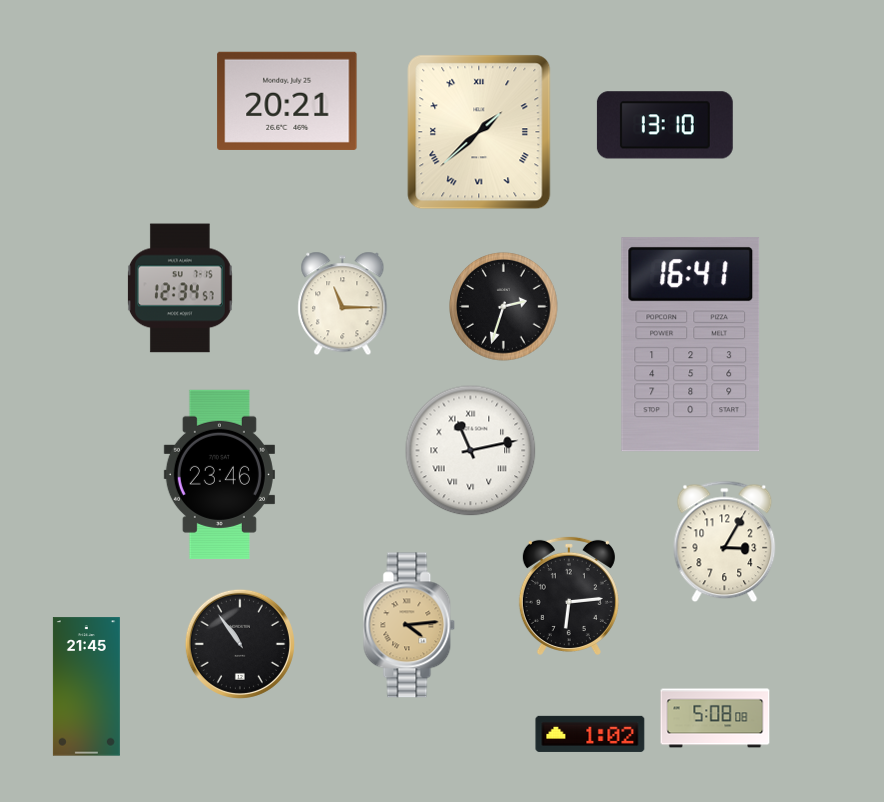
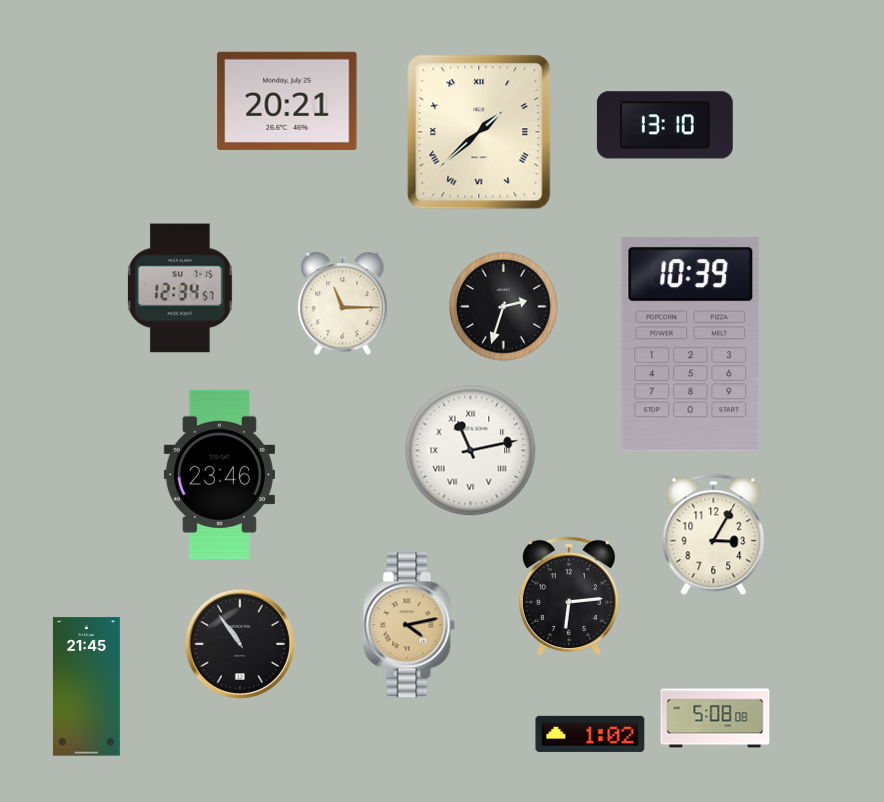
clock at (691, 345): 16:41 -> 10:39
clock at (725, 542) position: (725, 542) -> (714, 535)
clock at (409, 625): 4:14 -> 4:13
